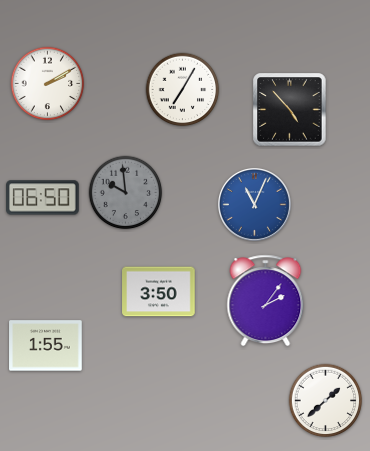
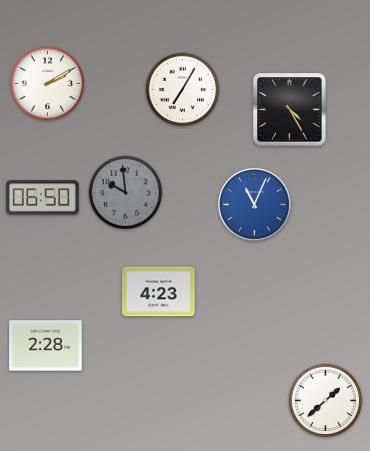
clock at (290, 110): 4:53 -> 4:25
clock at (159, 292): 3:50 -> 4:23
clock at (266, 301): 2:06 -> none
clock at (46, 346): 1:55 -> 2:28
